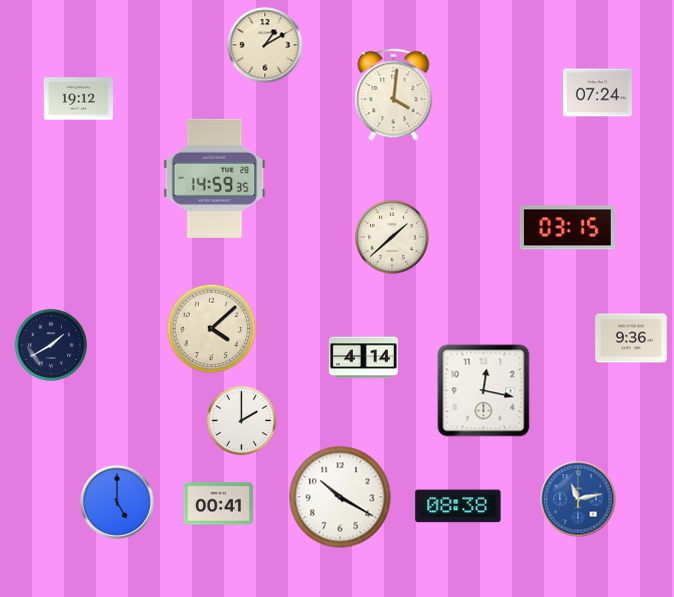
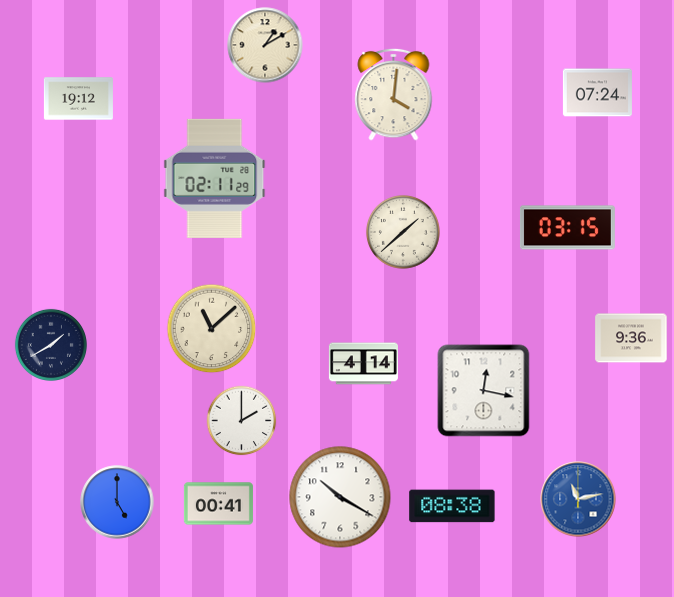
clock at (215, 178): 14:59 -> 02:11
clock at (392, 237) position: (392, 237) -> (403, 232)
clock at (212, 329): 4:08 -> 11:08
clock at (363, 358) position: (363, 358) -> (363, 364)
clock at (458, 506) position: (458, 506) -> (452, 506)
